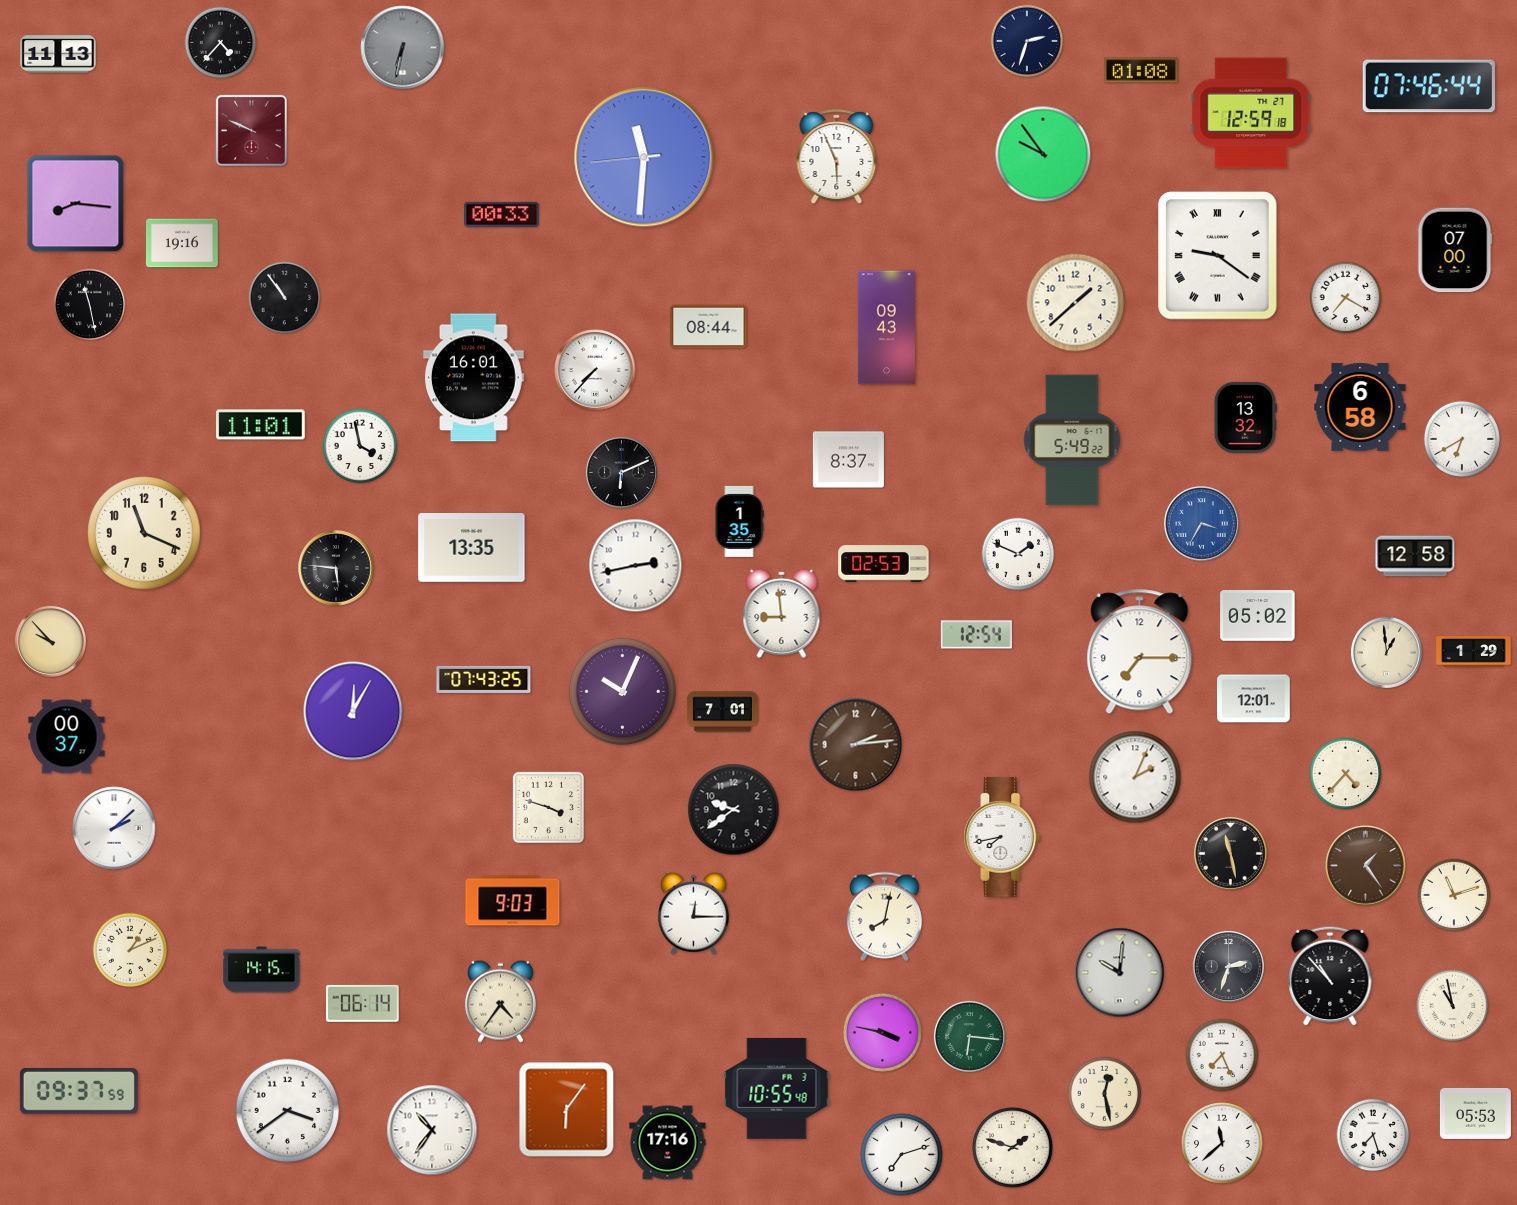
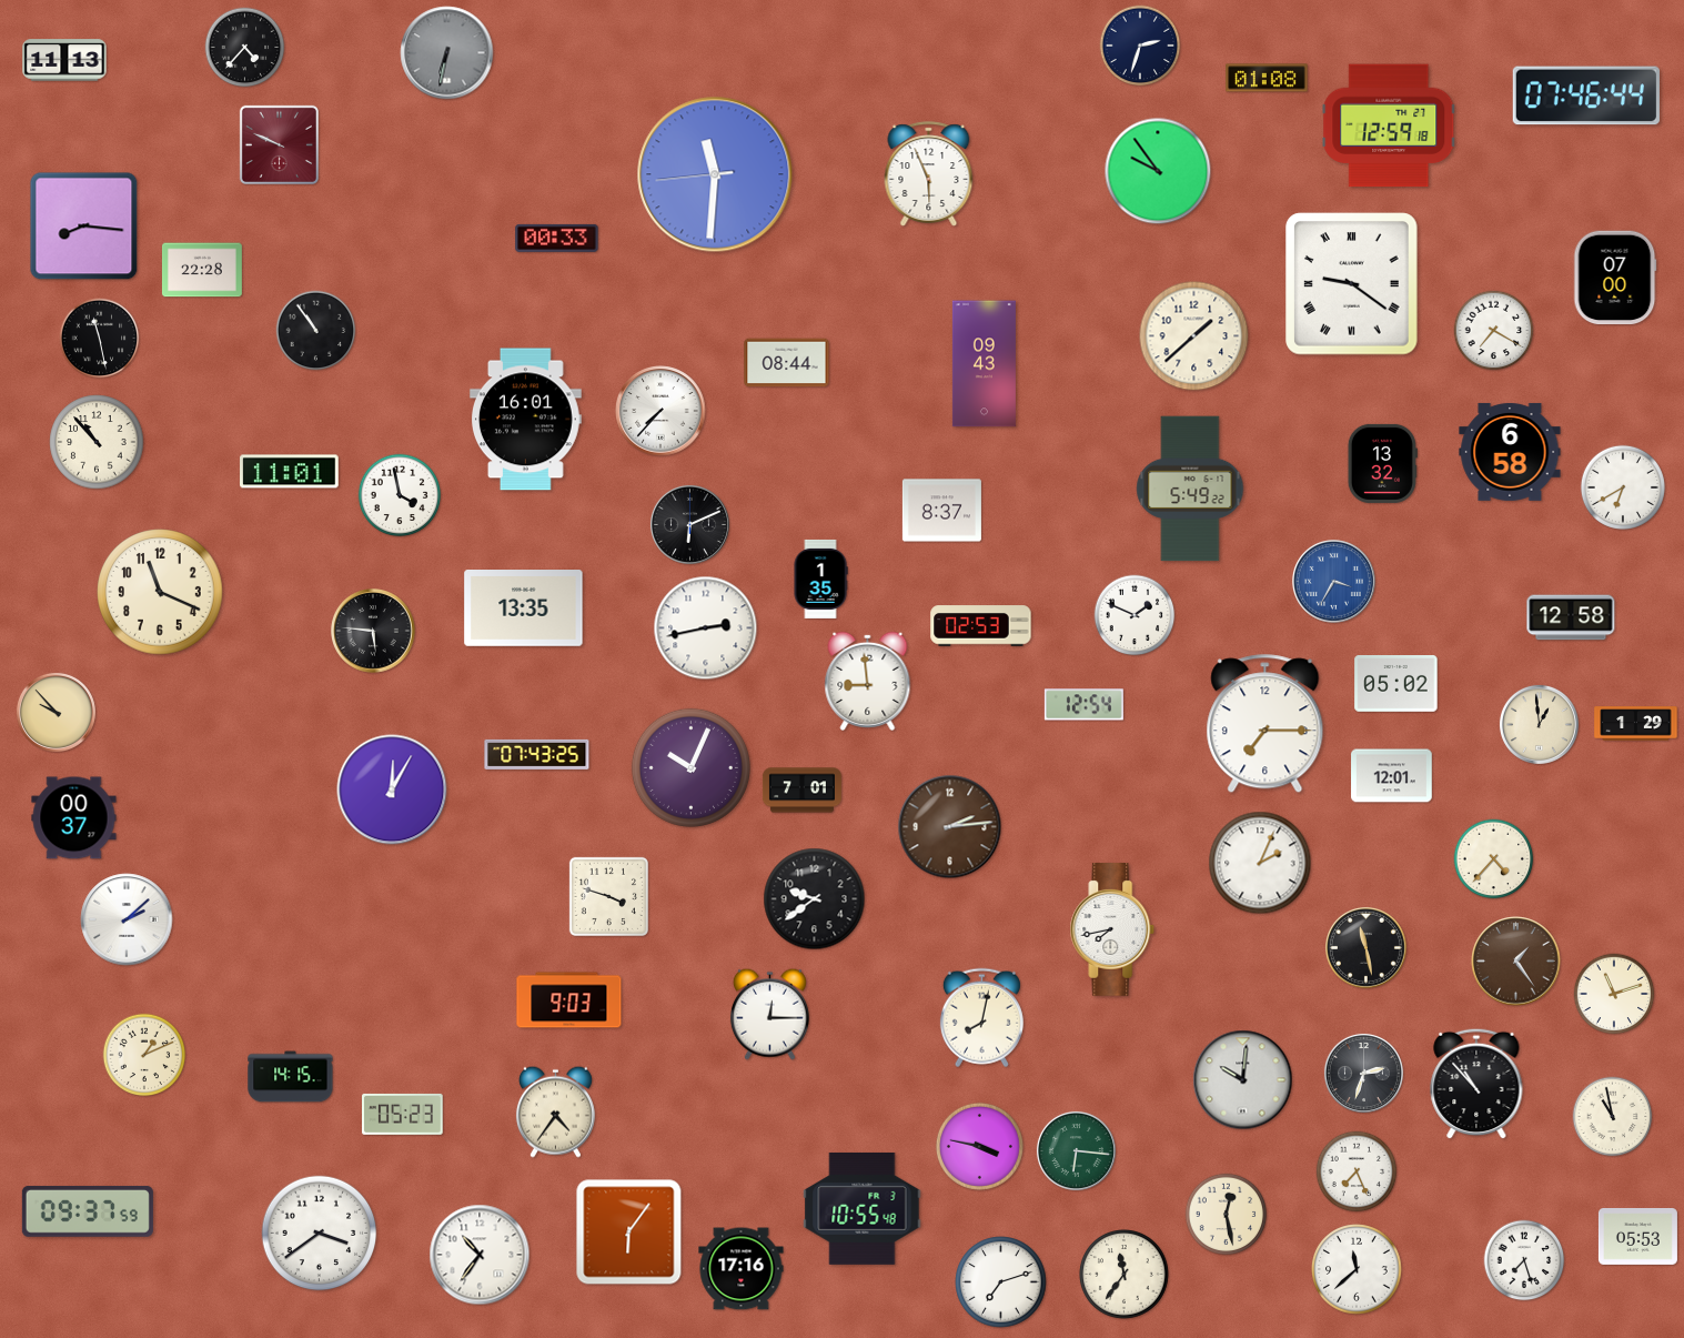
clock at (182, 243): 19:16 -> 22:28
clock at (97, 442): none -> 10:53
clock at (1018, 554) position: (1018, 554) -> (1135, 615)
clock at (363, 1003): 06:14 -> 05:23
clock at (1013, 1148): 1:48 -> 11:36
